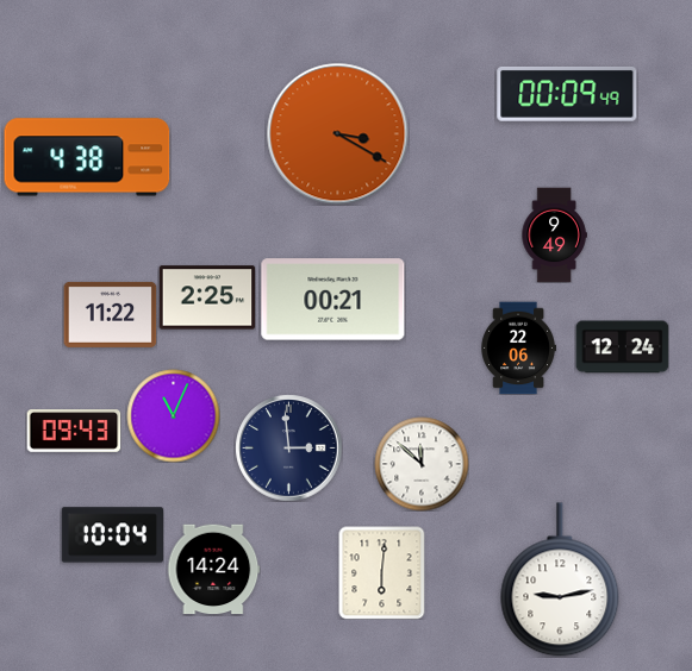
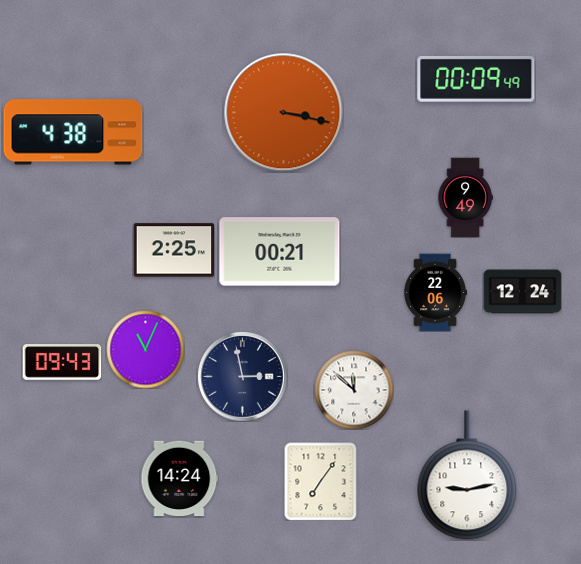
clock at (338, 134): 3:20 -> 3:17
clock at (110, 314): 11:22 -> none
clock at (288, 447): 2:59 -> 2:58
clock at (112, 535): 10:04 -> none
clock at (382, 572): 6:01 -> 7:06
clock at (560, 579) position: (560, 579) -> (467, 475)
